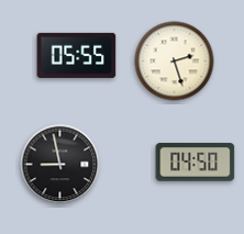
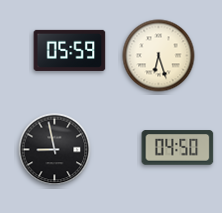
clock at (77, 55): 05:55 -> 05:59
clock at (175, 62): 2:27 -> 6:27
